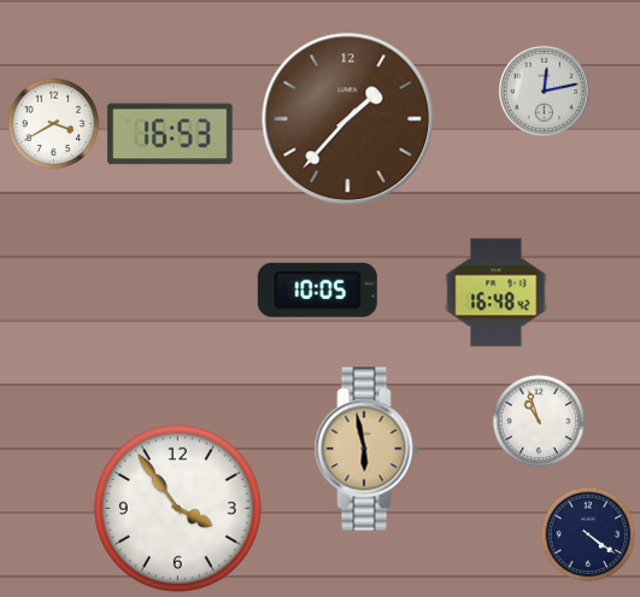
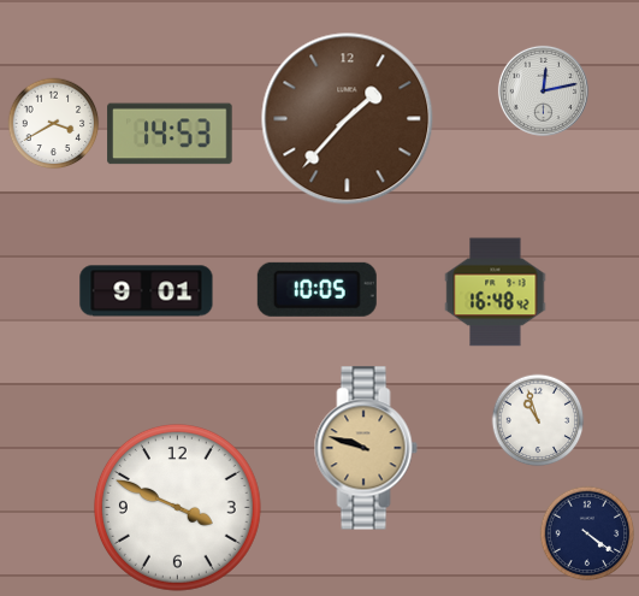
clock at (170, 134): 16:53 -> 14:53
clock at (147, 291): none -> 9:01
clock at (366, 449): 5:58 -> 9:48
clock at (177, 508): 3:54 -> 3:49
